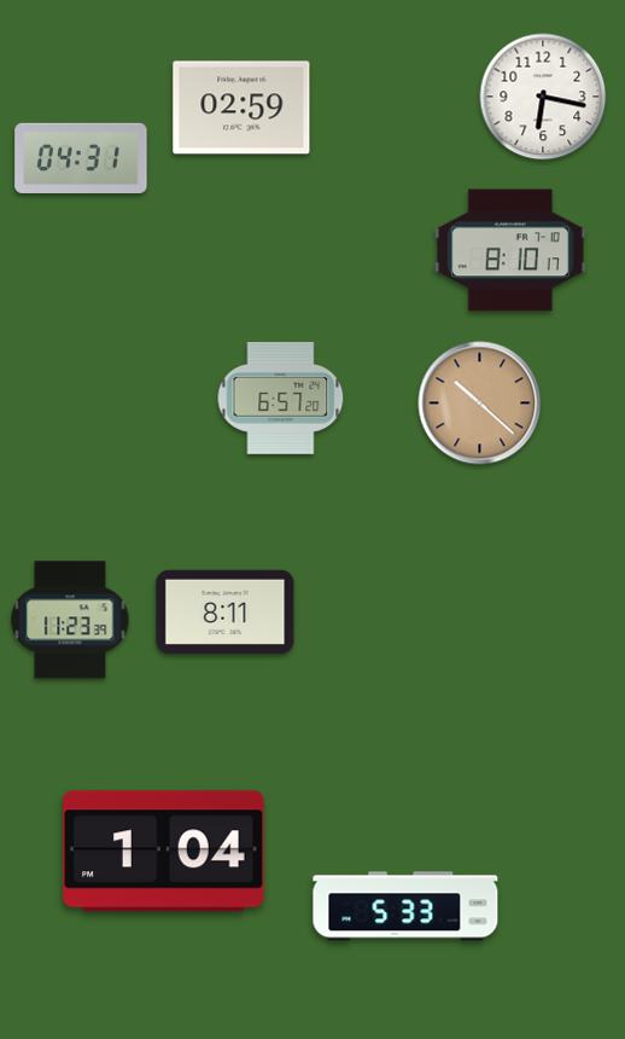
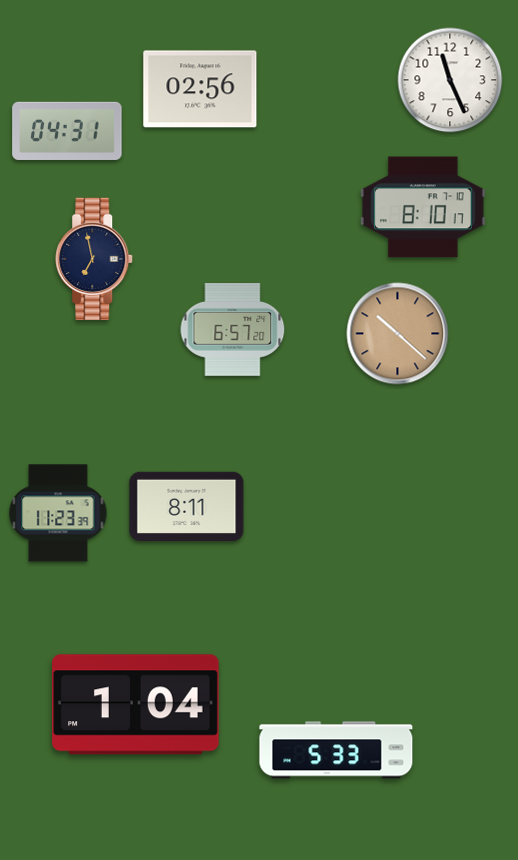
clock at (543, 97): 6:17 -> 11:26
clock at (241, 108): 02:59 -> 02:56
clock at (95, 259): none -> 6:58
